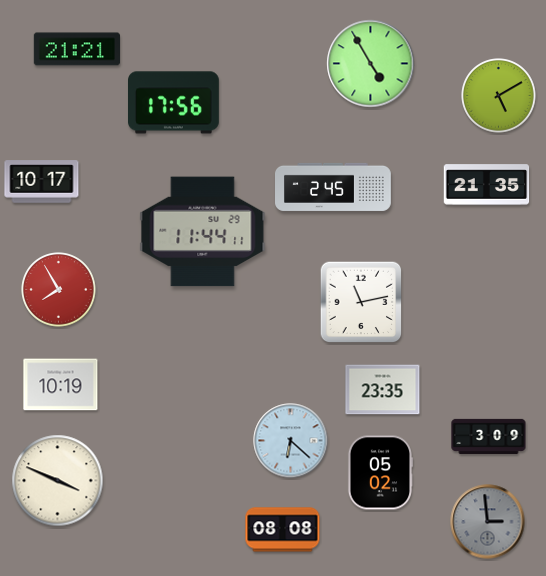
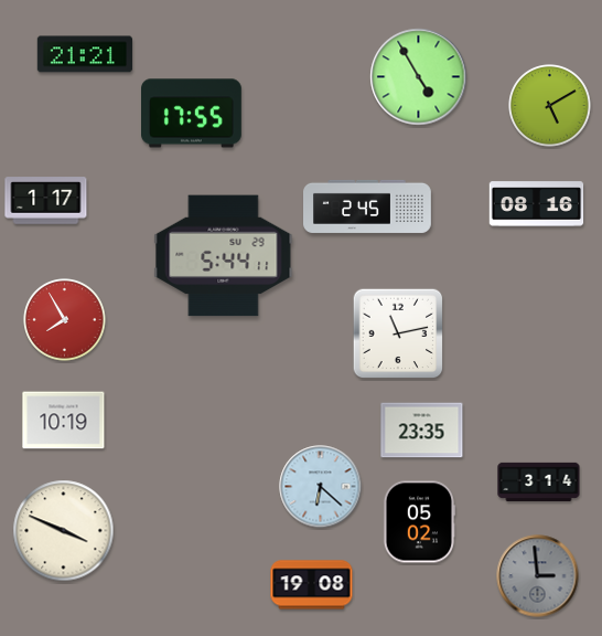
clock at (371, 64) position: (371, 64) -> (419, 77)
clock at (174, 103): 17:56 -> 17:55
clock at (42, 182): 10:17 -> 1:17
clock at (487, 185): 21:35 -> 08:16
clock at (203, 232): 11:44 -> 5:44
clock at (61, 385) position: (61, 385) -> (64, 421)
clock at (489, 436): 3:09 -> 3:14
clock at (283, 530): 08:08 -> 19:08
